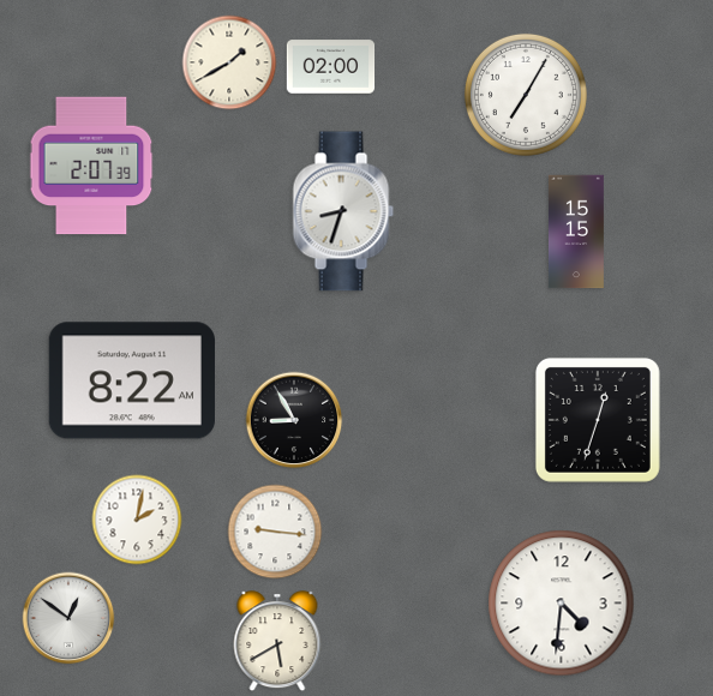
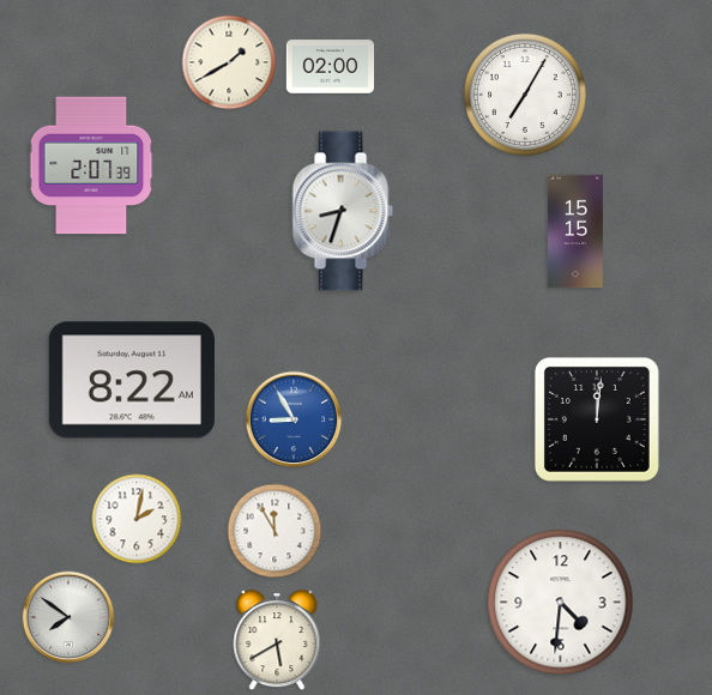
clock at (294, 420) dial: black -> blue
clock at (598, 420): 12:33 -> 12:01
clock at (275, 532): 9:16 -> 11:55
clock at (68, 618): 12:51 -> 7:51
